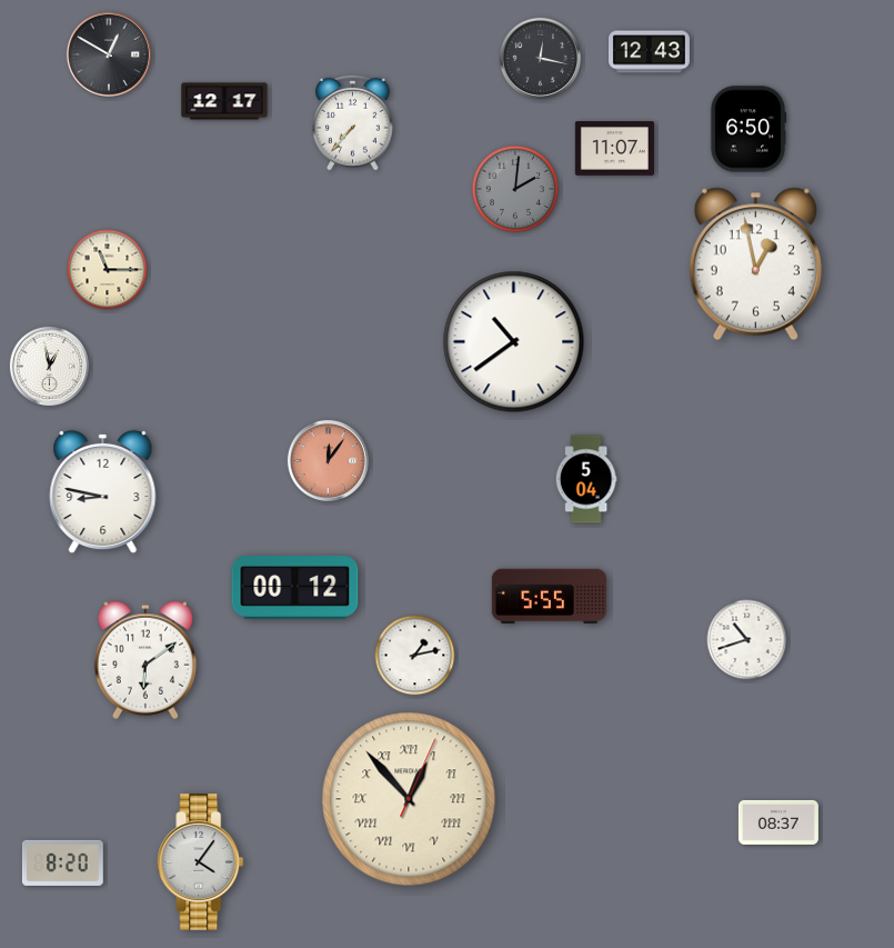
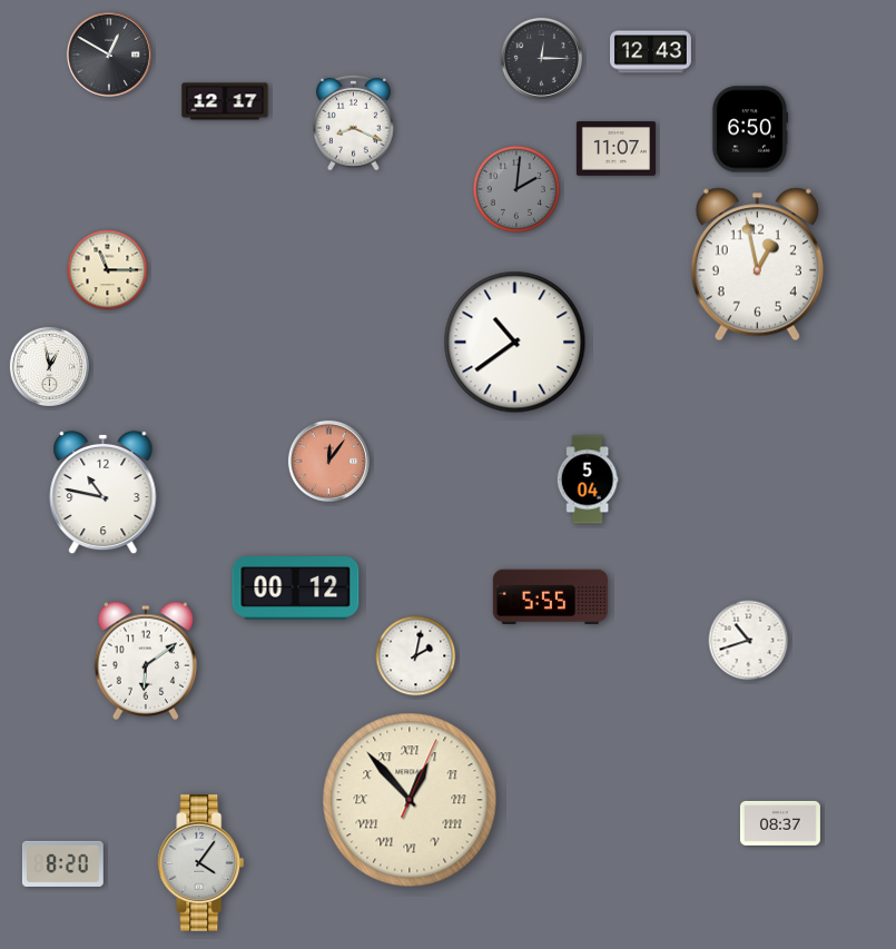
clock at (540, 58): 12:17 -> 12:15
clock at (353, 122): 7:37 -> 8:19
clock at (103, 492): 8:47 -> 10:47
clock at (415, 656): 1:13 -> 2:02
